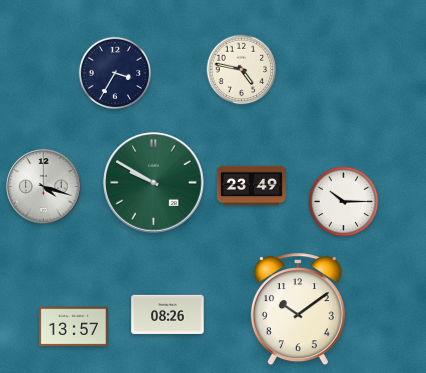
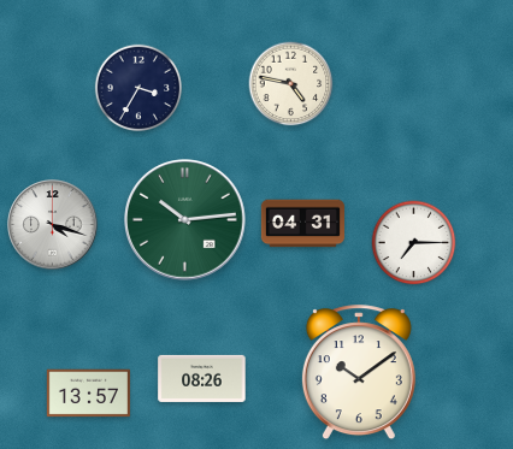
clock at (154, 183): 9:50 -> 10:14
clock at (251, 186): 23:49 -> 04:31
clock at (344, 202): 10:15 -> 7:15
